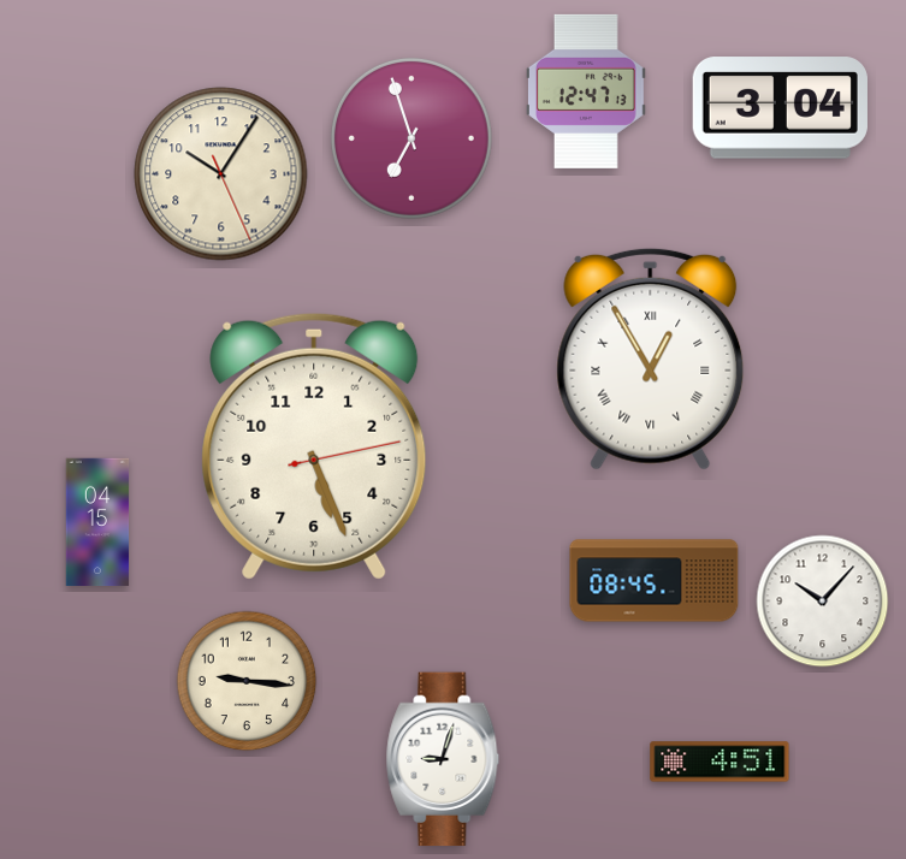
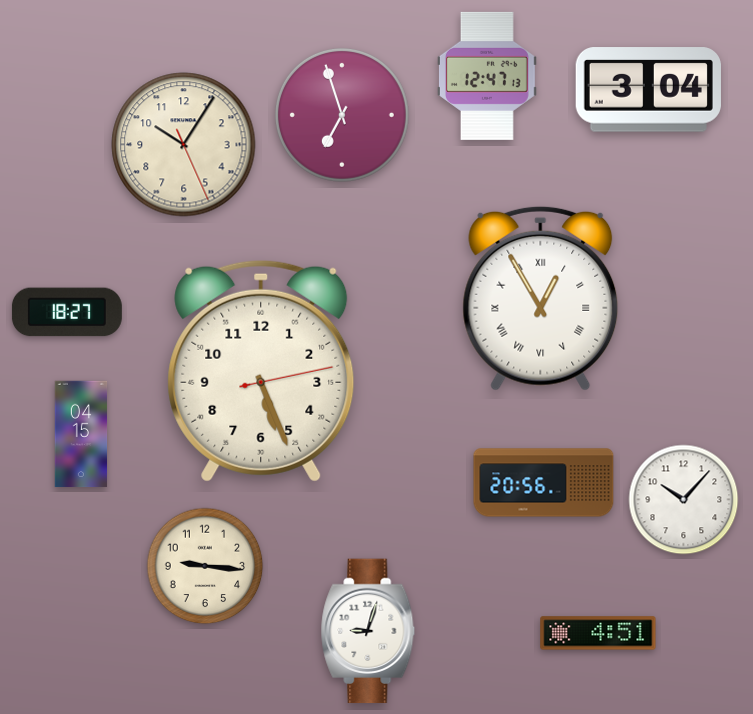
clock at (67, 312): none -> 18:27
clock at (655, 581): 08:45 -> 20:56
